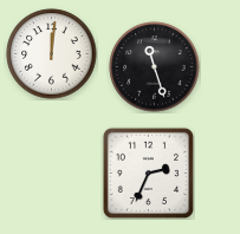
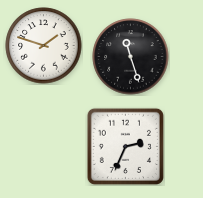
clock at (52, 54): 12:01 -> 1:48
